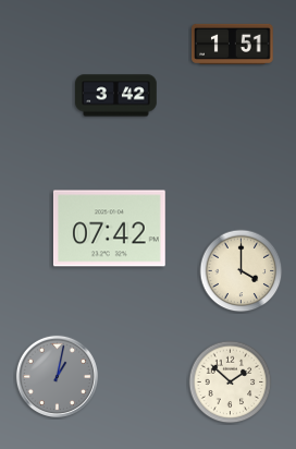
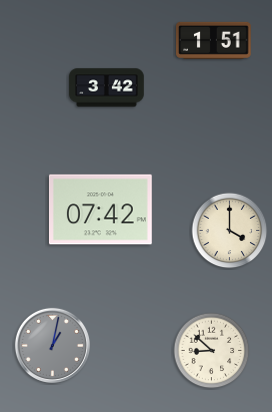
clock at (242, 271) position: (242, 271) -> (230, 231)
clock at (231, 383): 1:52 -> 8:52
